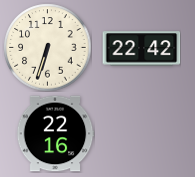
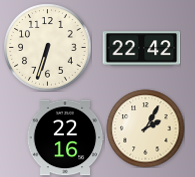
clock at (145, 128): none -> 2:05
clock at (55, 134) position: (55, 134) -> (65, 138)
